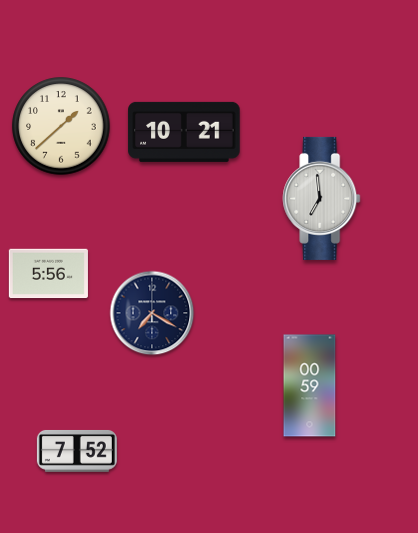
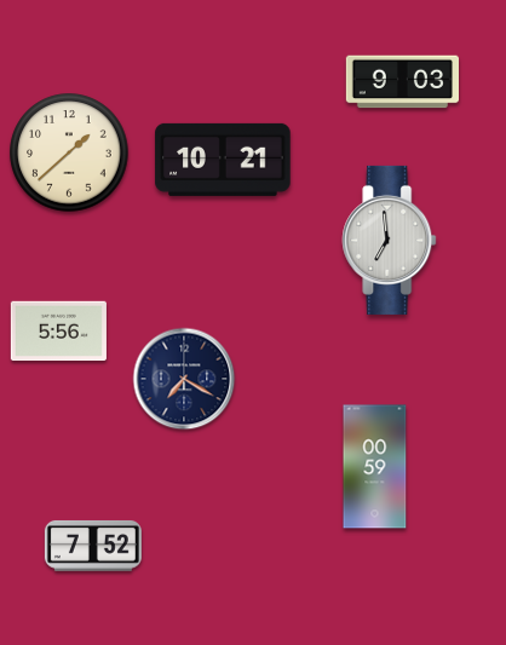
clock at (402, 82): none -> 9:03
clock at (61, 126) position: (61, 126) -> (69, 152)
